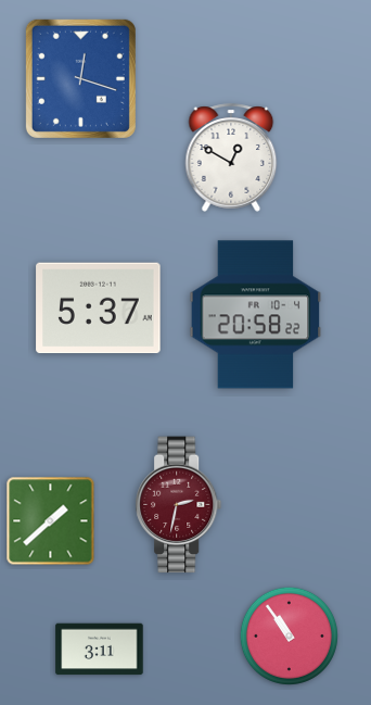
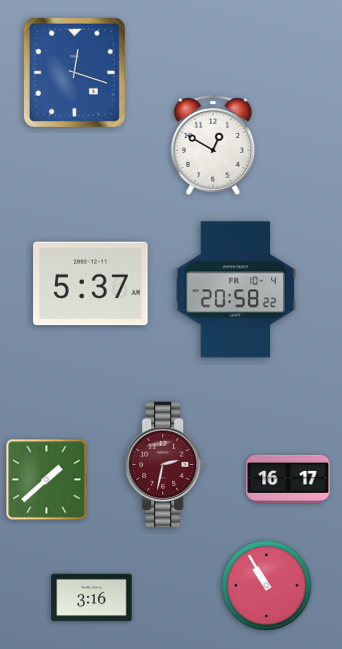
clock at (288, 479): none -> 16:17
clock at (289, 635): 10:54 -> 10:55
clock at (100, 650): 3:11 -> 3:16
